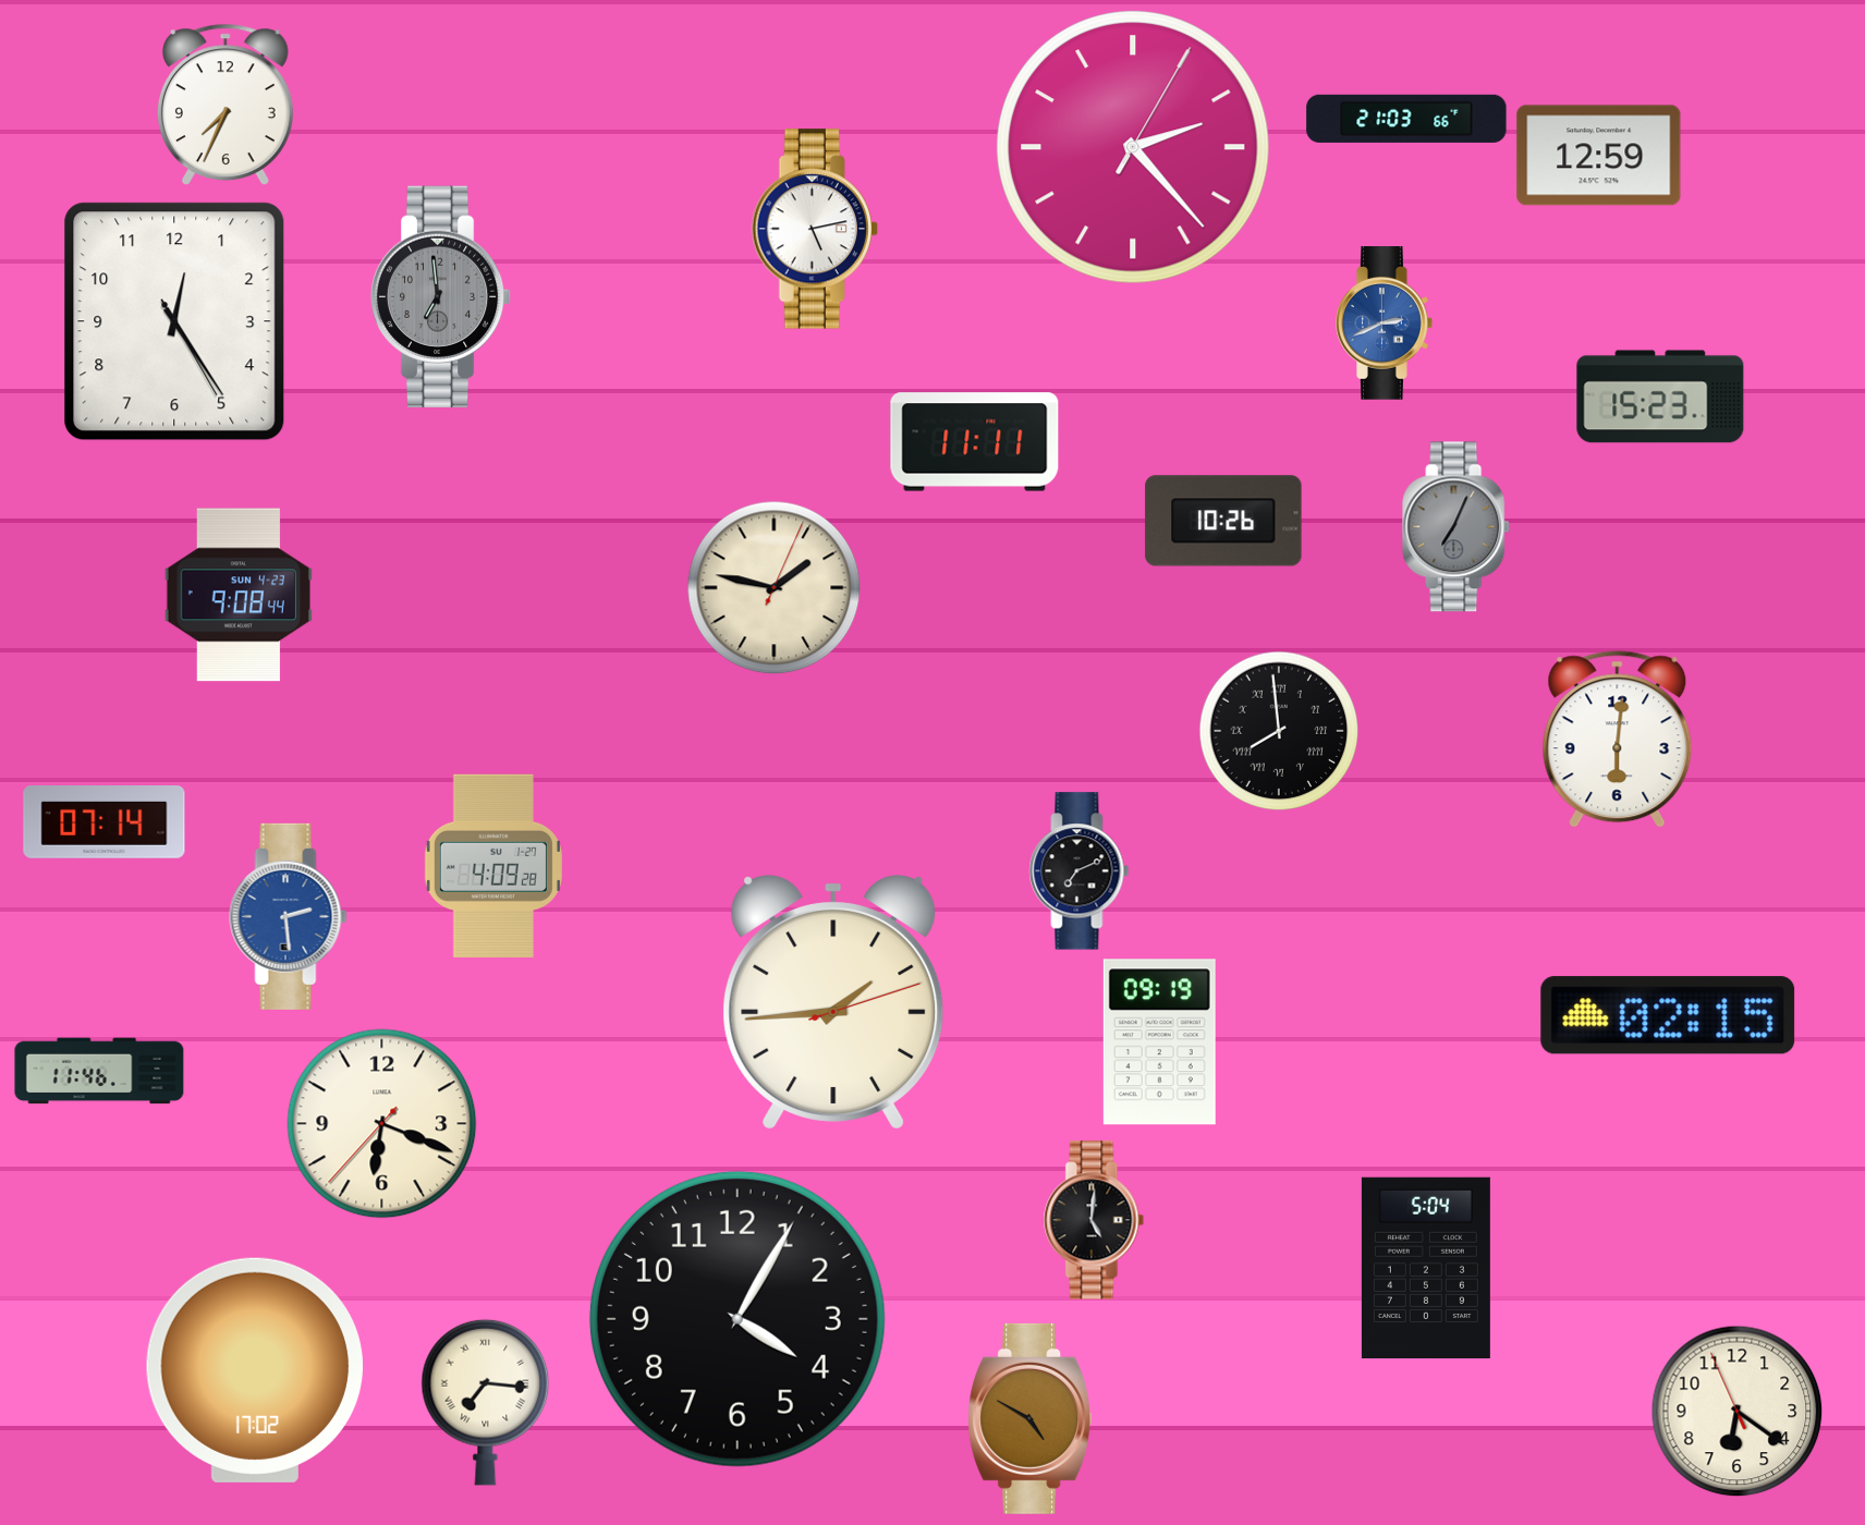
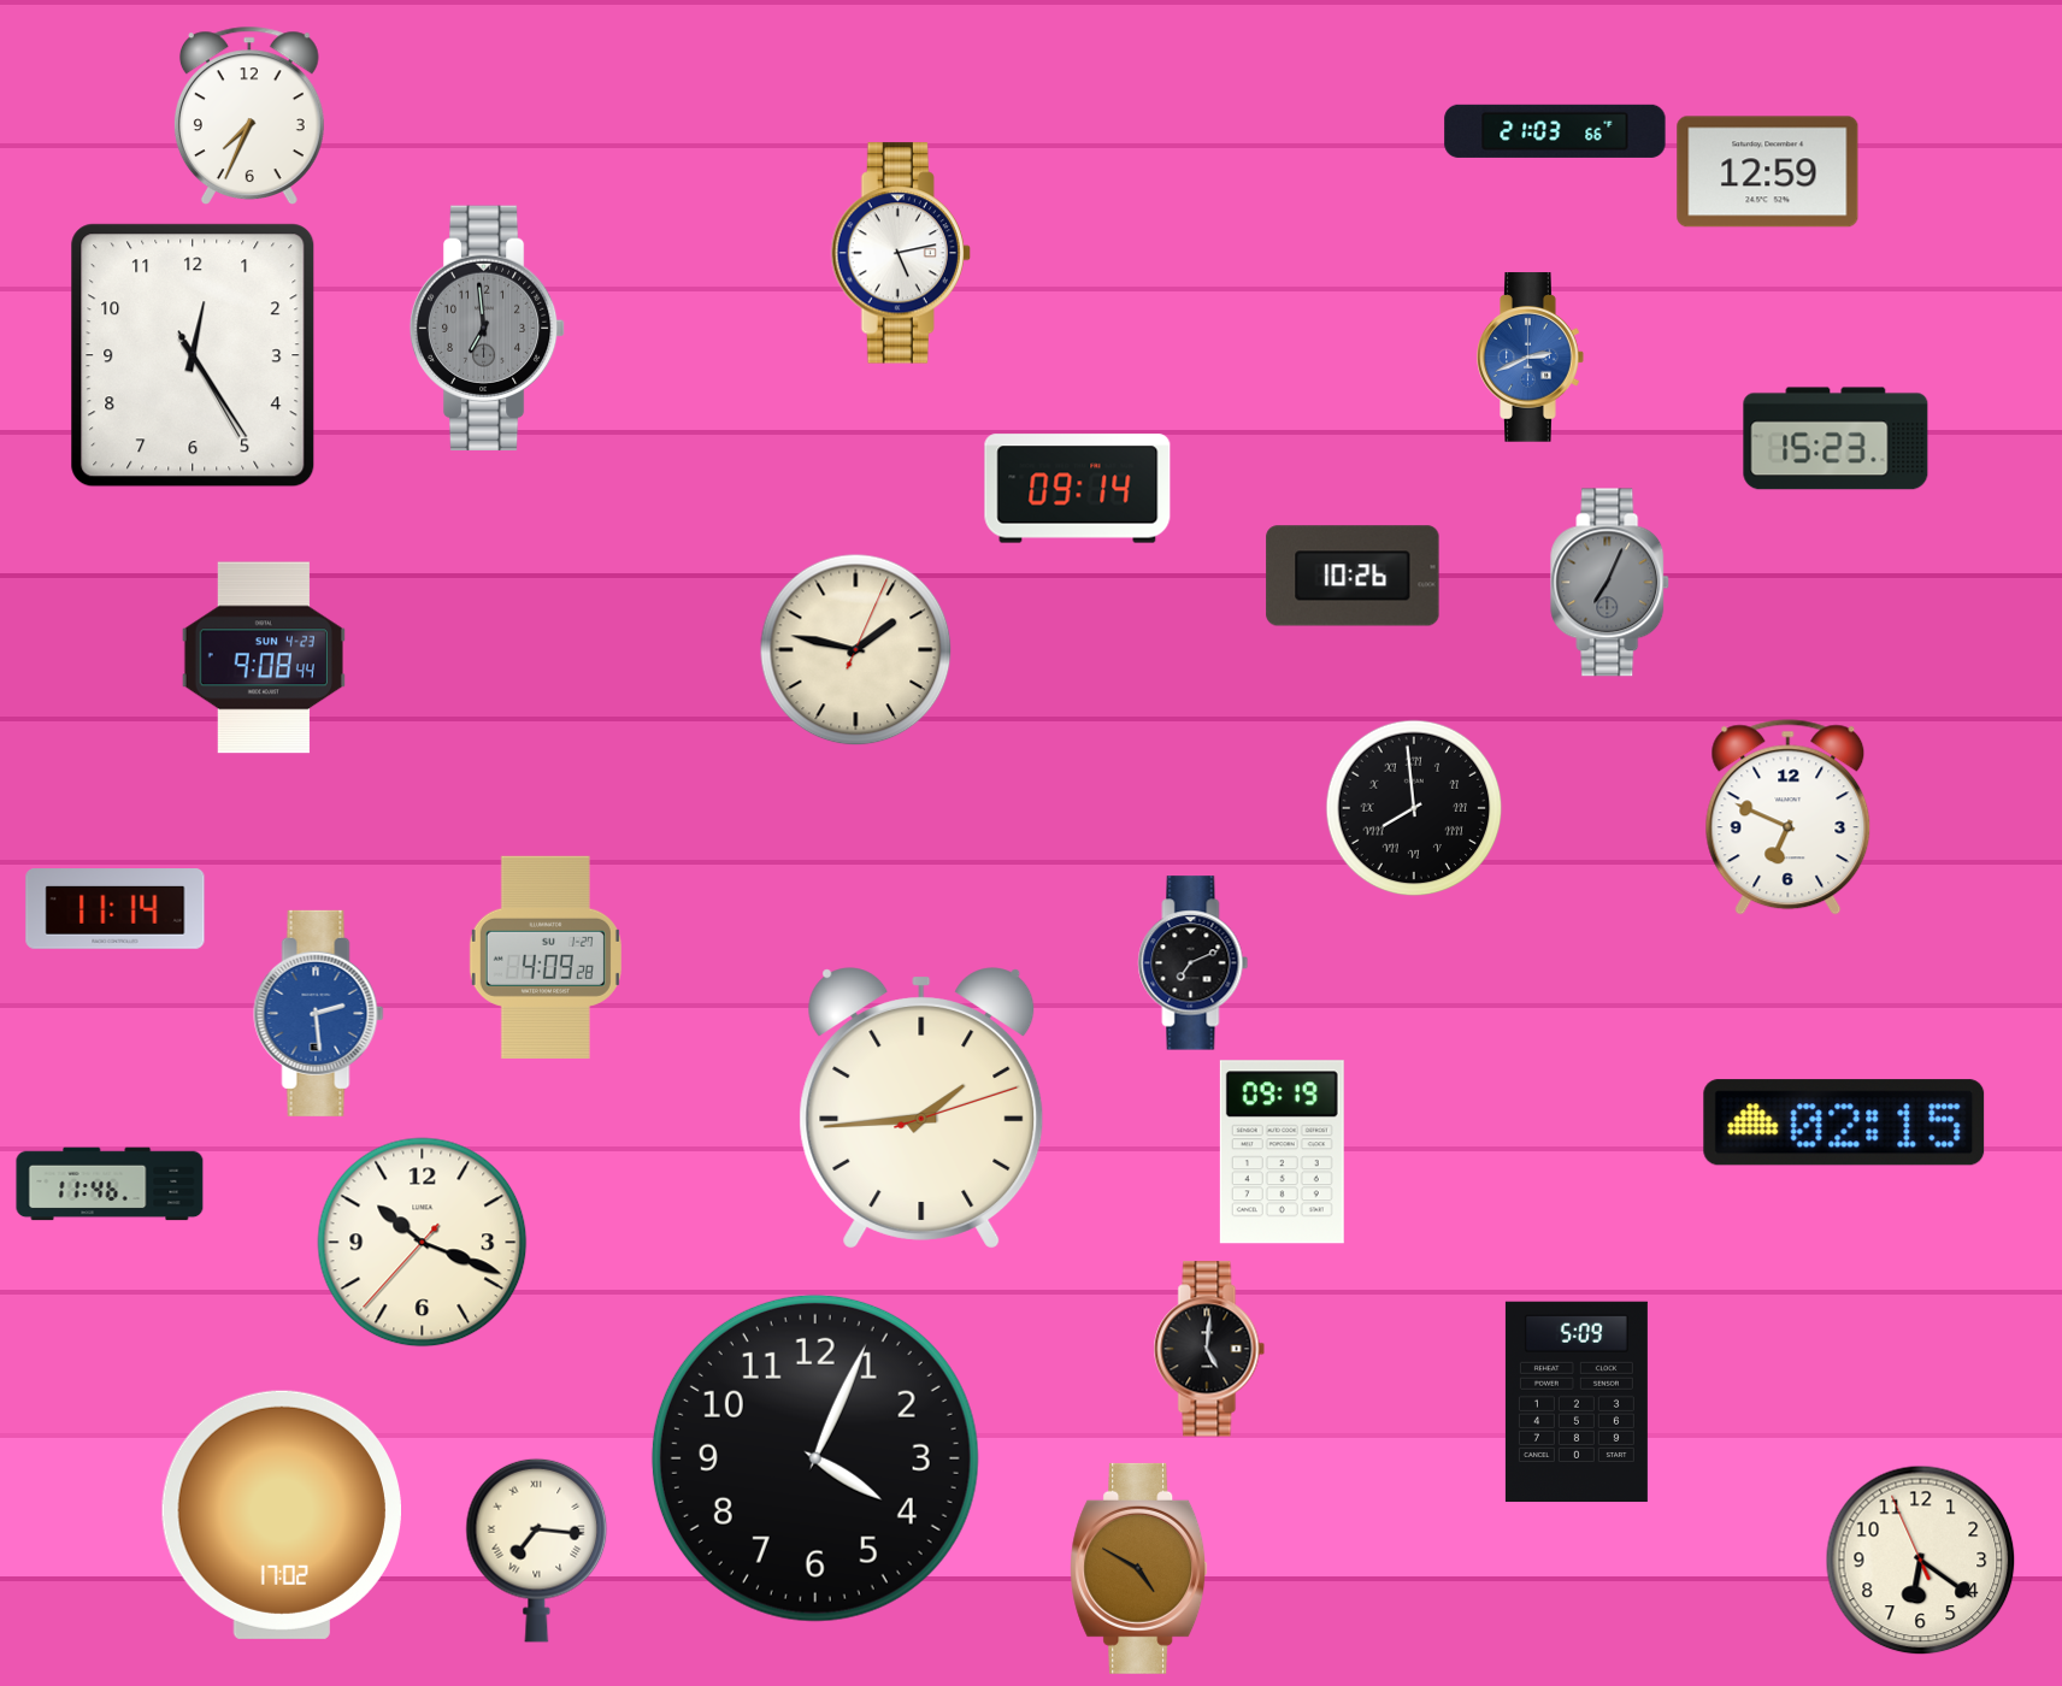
clock at (1133, 147): 2:23 -> none
clock at (975, 442): 11:11 -> 09:14
clock at (1618, 740): 6:01 -> 6:49
clock at (105, 822): 07:14 -> 11:14
clock at (382, 1124): 6:18 -> 10:18
clock at (1426, 1268): 5:04 -> 5:09
clock at (738, 1319): 4:05 -> 4:04
